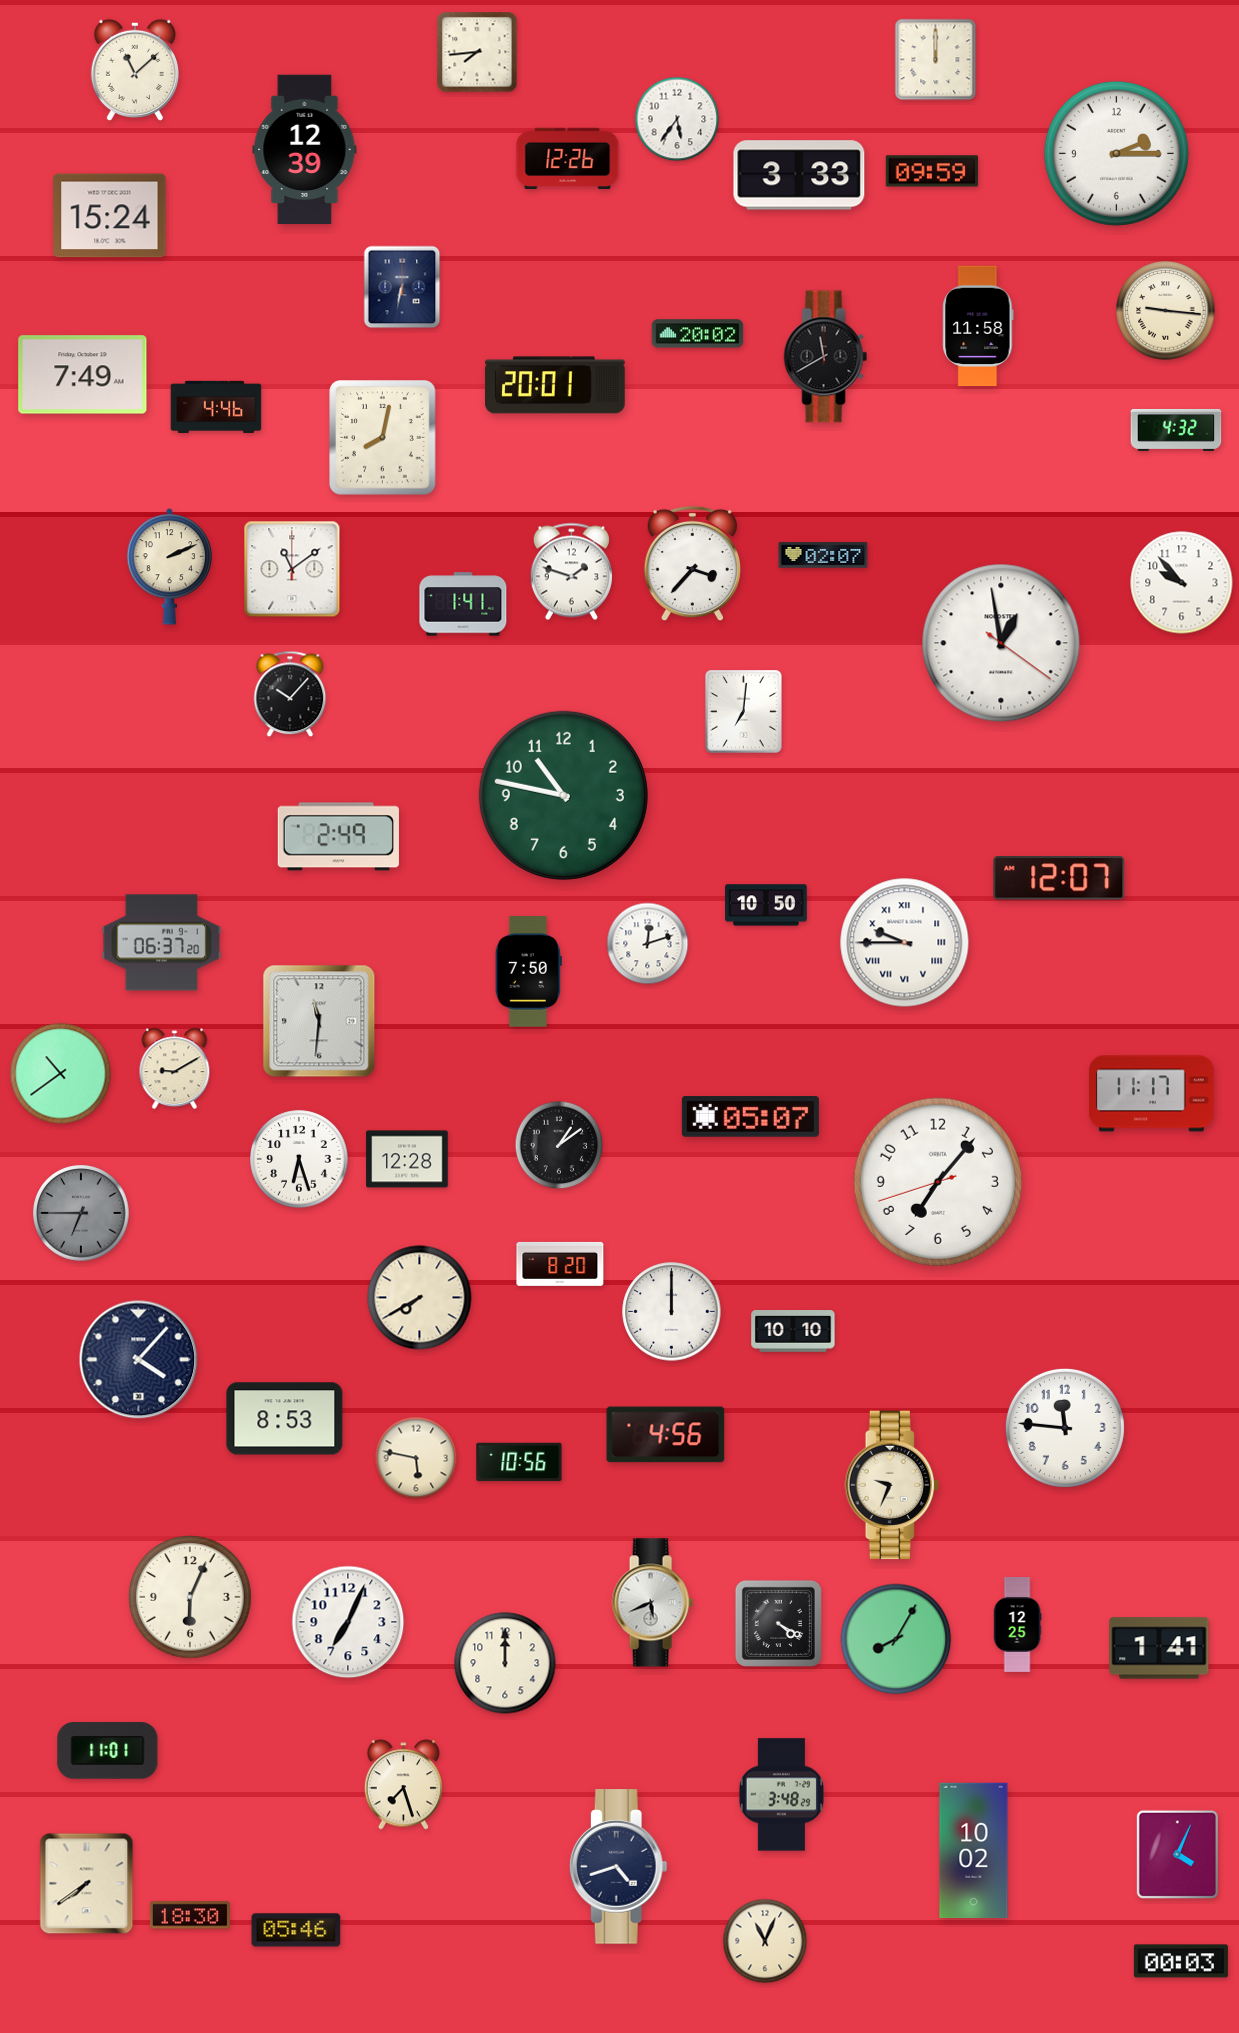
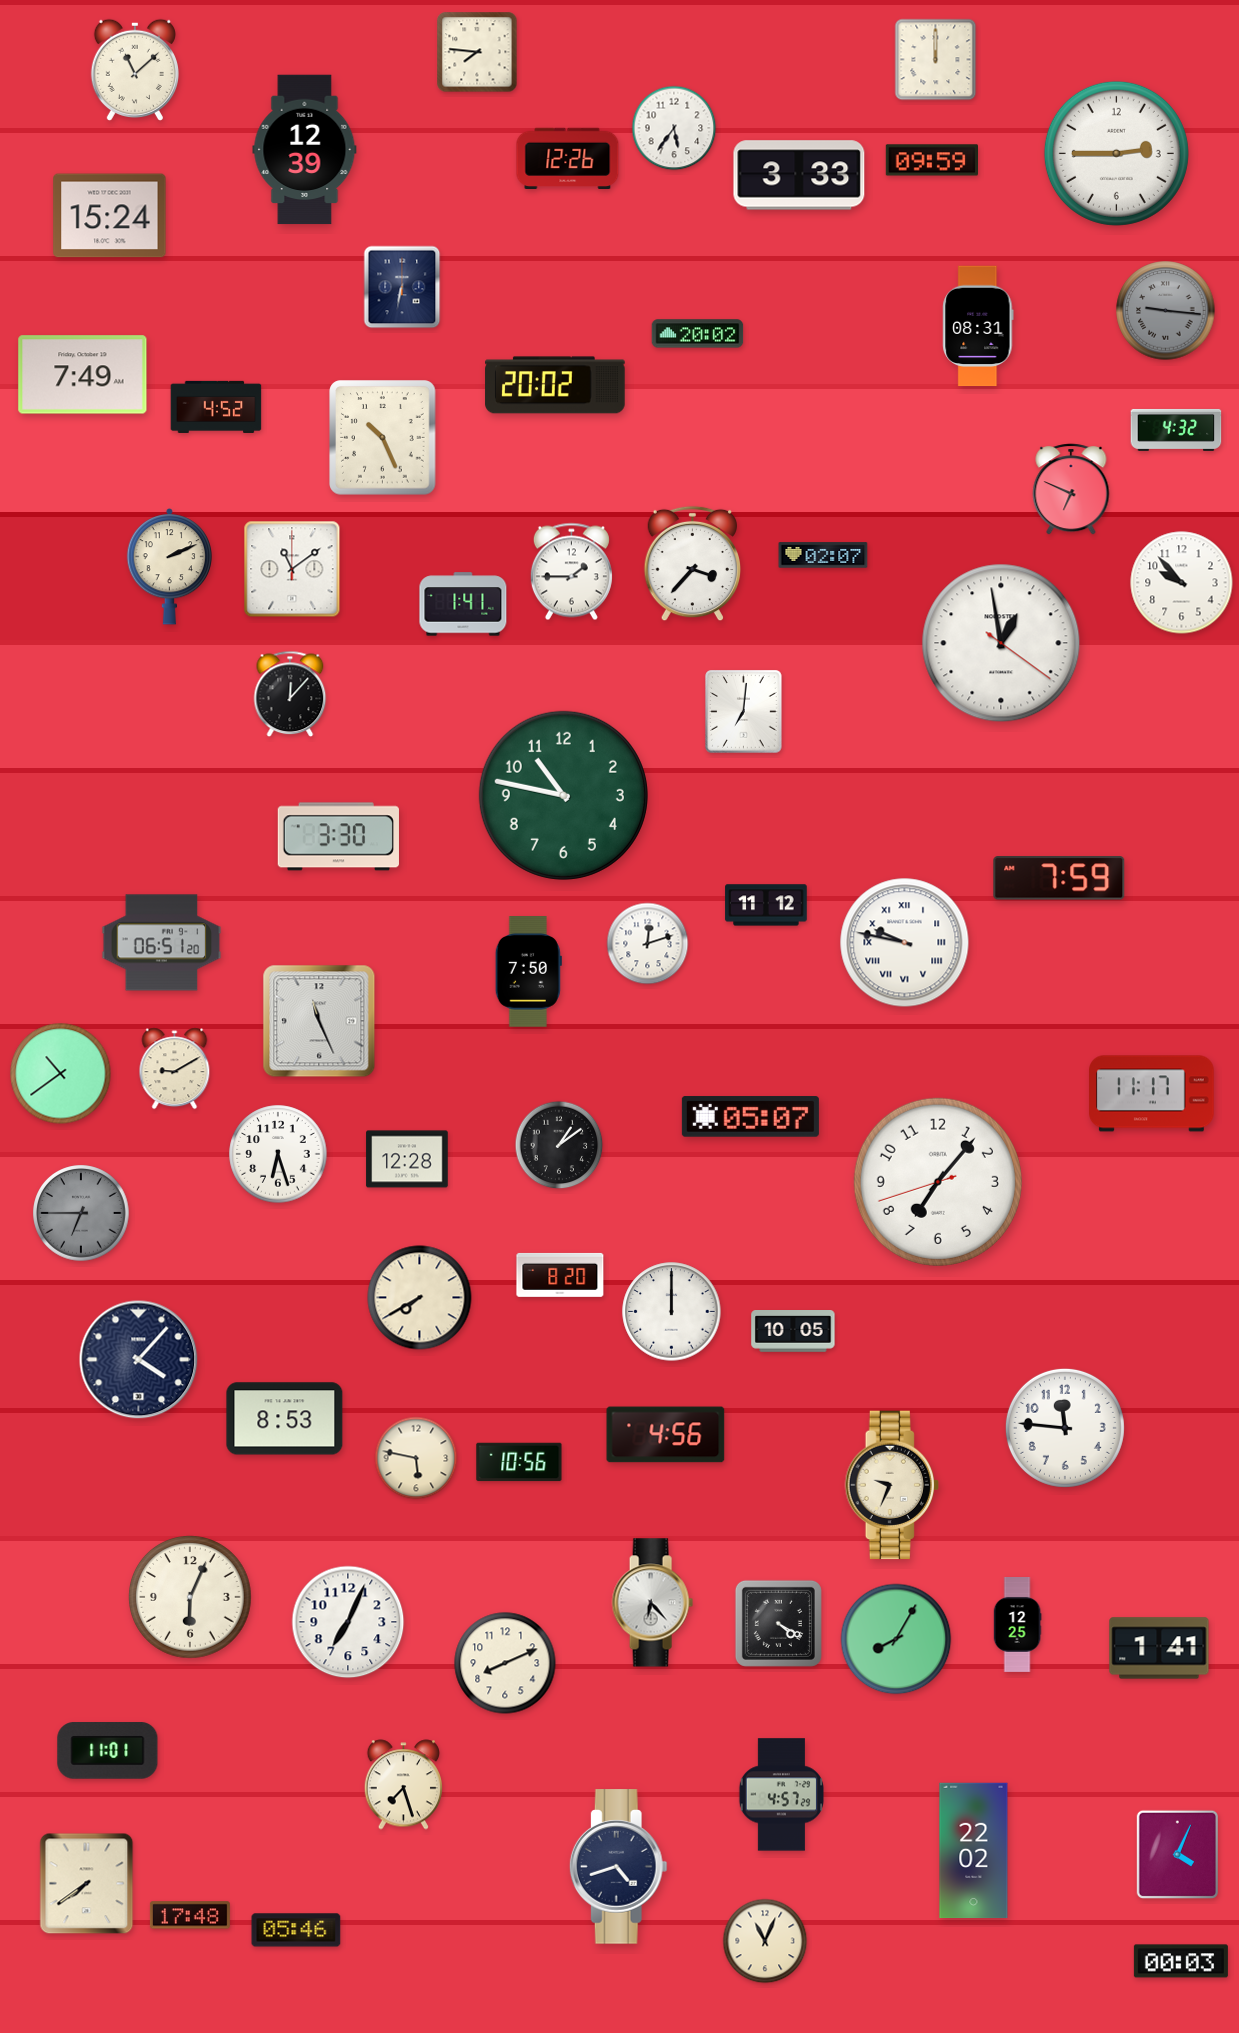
clock at (477, 52): 7:44 -> 7:46
clock at (677, 119) position: (677, 119) -> (674, 128)
clock at (1116, 153): 2:15 -> 2:45
clock at (931, 171) position: (931, 171) -> (931, 160)
clock at (1166, 311) dial: cream -> grey
clock at (978, 326): 11:58 -> 08:31
clock at (826, 357): 11:40 -> none
clock at (555, 385): 20:01 -> 20:02
clock at (216, 407): 4:46 -> 4:52
clock at (383, 438): 8:02 -> 10:26
clock at (1071, 489): none -> 6:49
clock at (571, 572): 1:48 -> 1:45
clock at (290, 694): 10:07 -> 12:07
clock at (338, 837): 2:49 -> 3:30
clock at (1059, 878): 12:07 -> 7:59
clock at (766, 905): 10:50 -> 11:12
clock at (162, 943): 06:37 -> 06:51
clock at (905, 943): 9:45 -> 9:47
clock at (319, 1021): 11:31 -> 11:26
clock at (299, 1159) position: (299, 1159) -> (278, 1154)
clock at (560, 1264) position: (560, 1264) -> (560, 1275)
clock at (793, 1332): 10:10 -> 10:05
clock at (652, 1603): 5:41 -> 6:23
clock at (505, 1663): 12:00 -> 8:11
clock at (781, 1795): 3:48 -> 4:57
clock at (974, 1851): 10:02 -> 22:02
clock at (190, 1915): 18:30 -> 17:48
